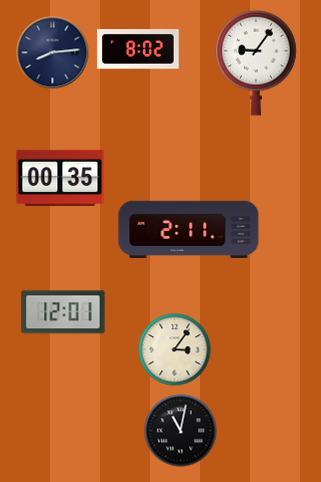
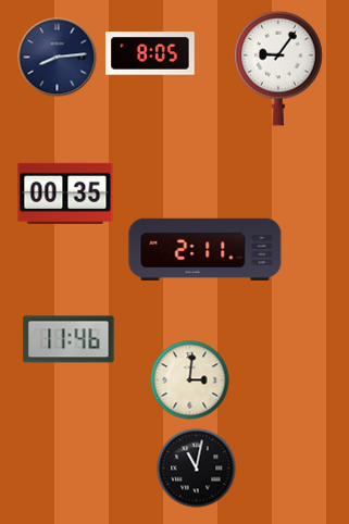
clock at (138, 49): 8:02 -> 8:05
clock at (63, 312): 12:01 -> 11:46
clock at (175, 350): 3:06 -> 3:01
